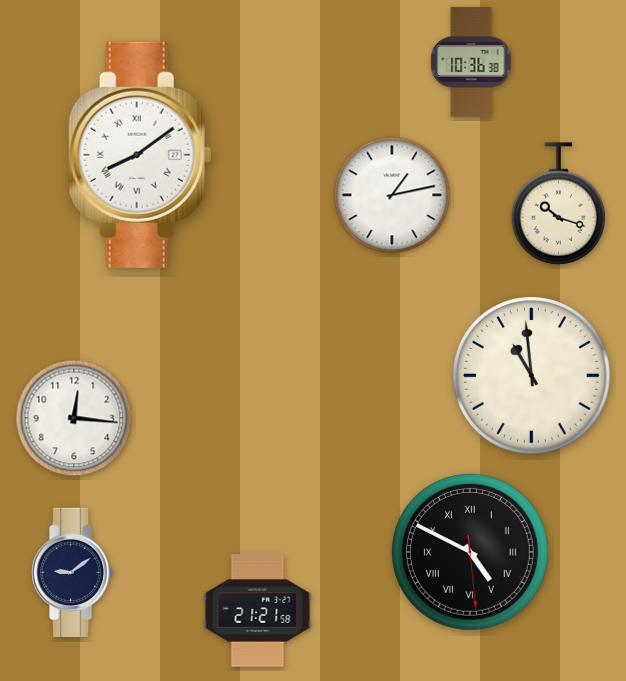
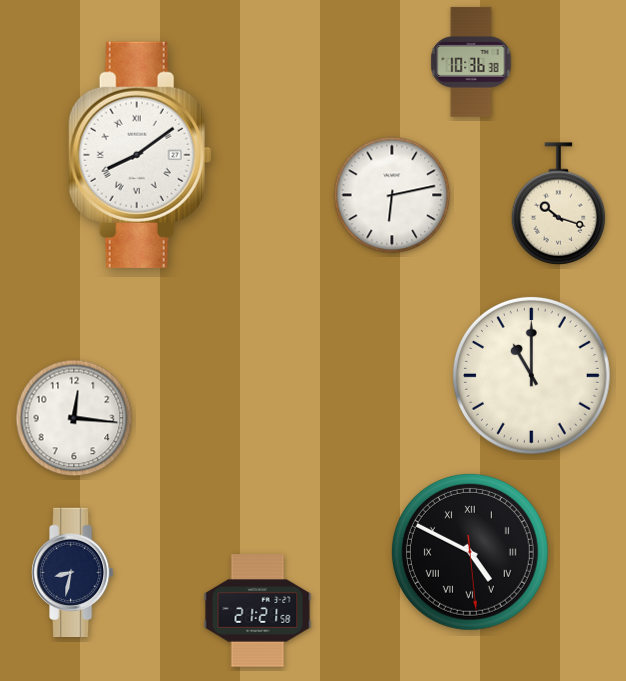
clock at (392, 195): 1:13 -> 6:13
clock at (531, 375): 10:59 -> 11:00
clock at (73, 572): 9:09 -> 8:32
